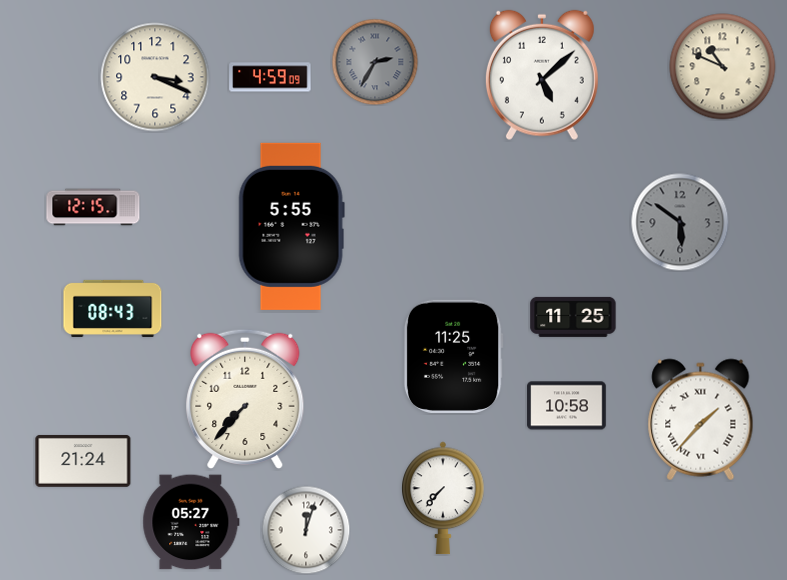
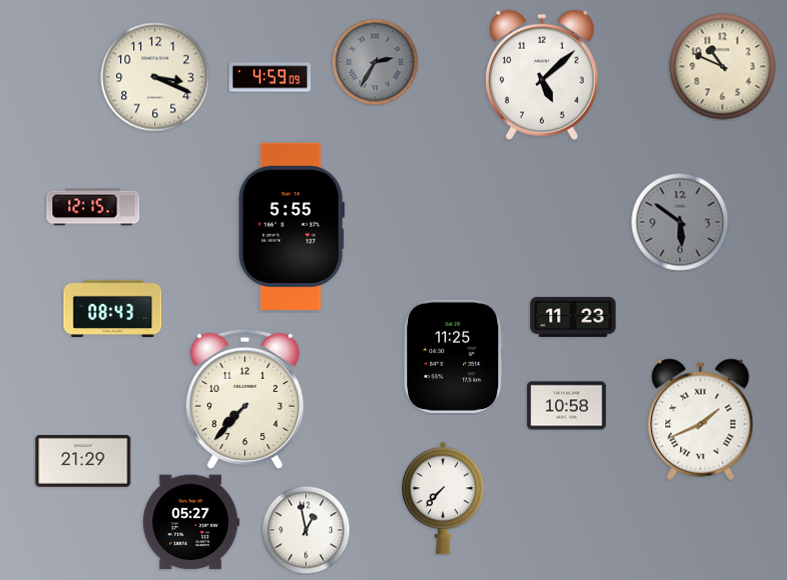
clock at (573, 317): 11:25 -> 11:23
clock at (701, 420): 1:37 -> 1:41
clock at (83, 461): 21:24 -> 21:29
clock at (306, 530): 12:03 -> 12:58
